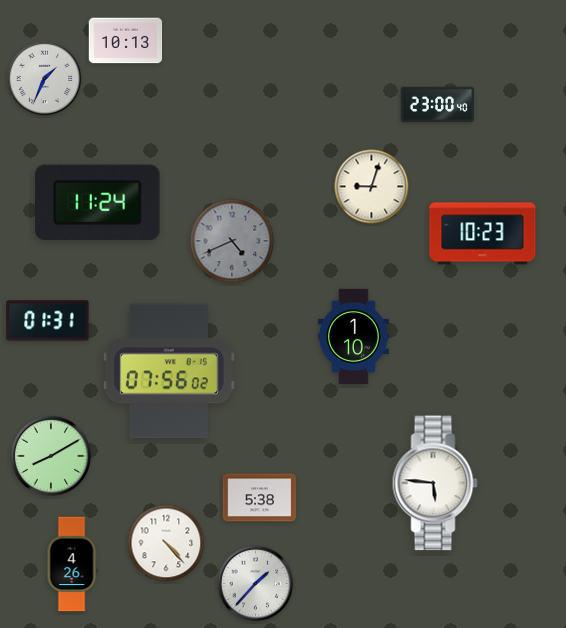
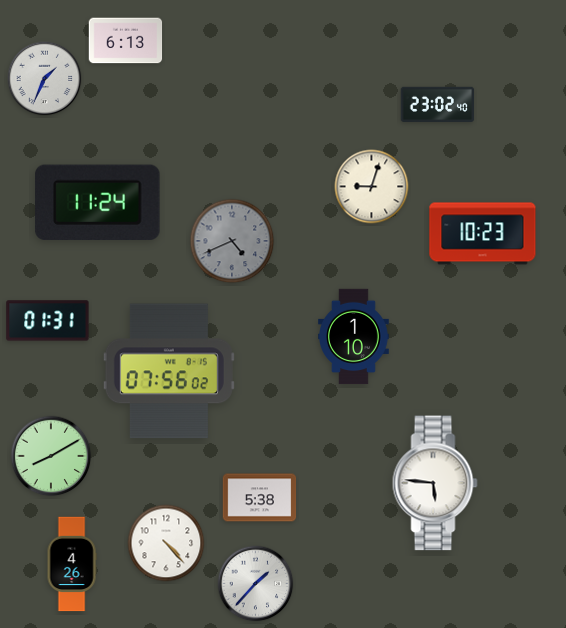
clock at (126, 41): 10:13 -> 6:13
clock at (438, 105): 23:00 -> 23:02
